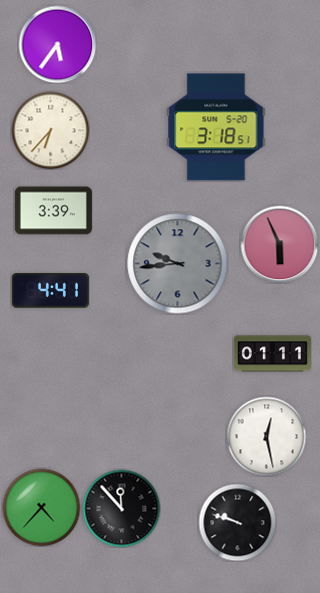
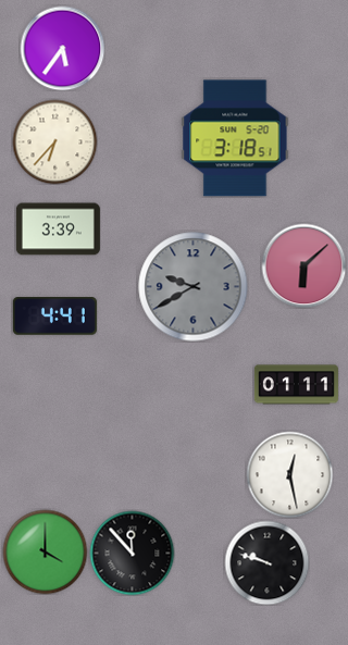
clock at (279, 244): 5:56 -> 6:08
clock at (178, 264): 9:44 -> 9:40
clock at (41, 507): 4:37 -> 4:00
clock at (237, 522) position: (237, 522) -> (266, 562)
